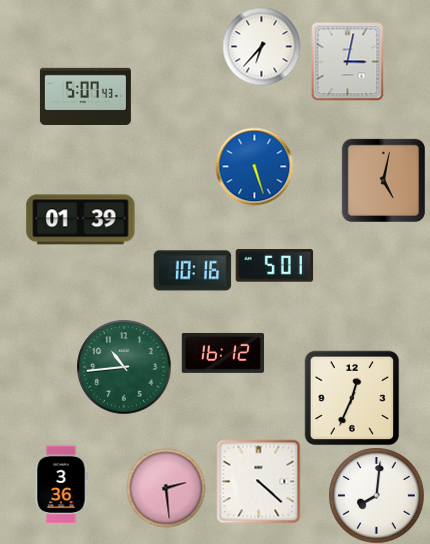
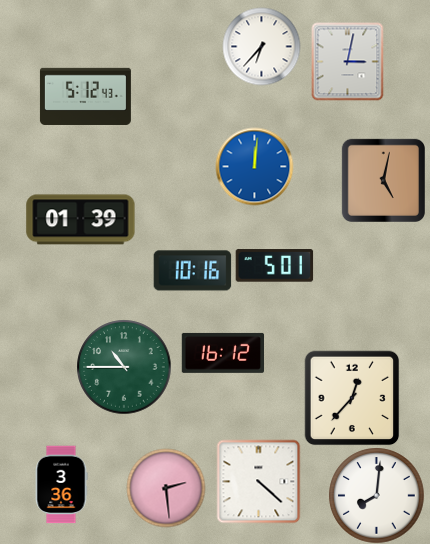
clock at (85, 96): 5:07 -> 5:12
clock at (254, 166): 5:27 -> 12:01
clock at (124, 367): 10:44 -> 10:45
clock at (352, 398): 12:34 -> 12:37
